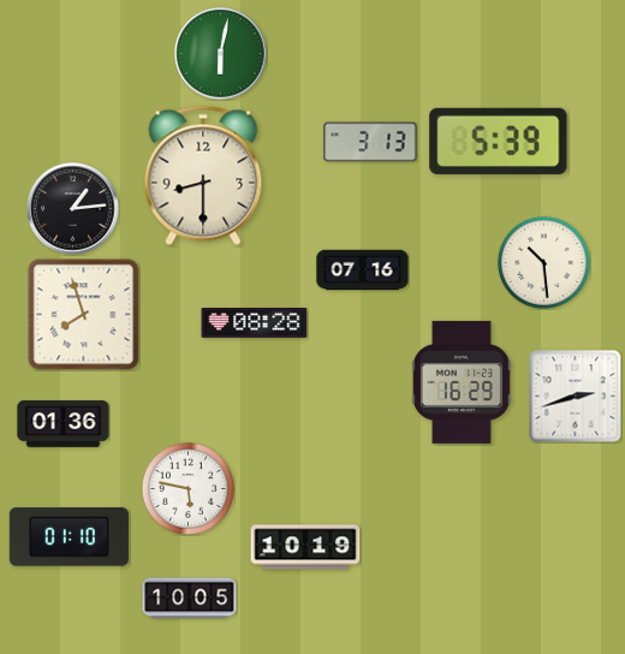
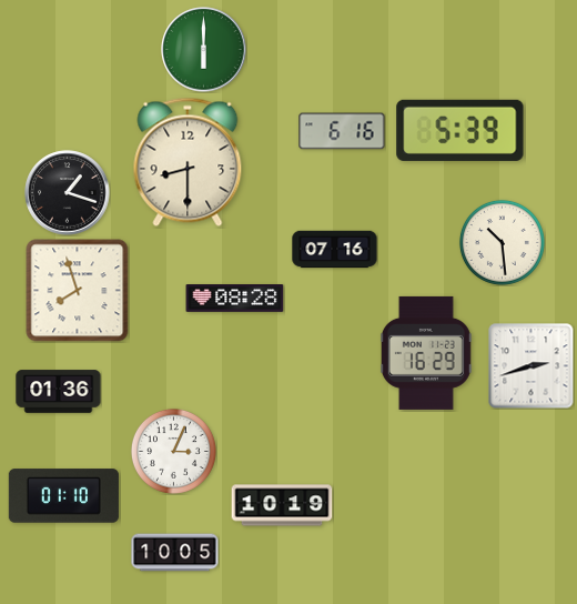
clock at (221, 54): 6:02 -> 6:00
clock at (370, 142): 3:13 -> 6:16
clock at (73, 209): 1:14 -> 1:18
clock at (187, 488): 5:47 -> 3:04
